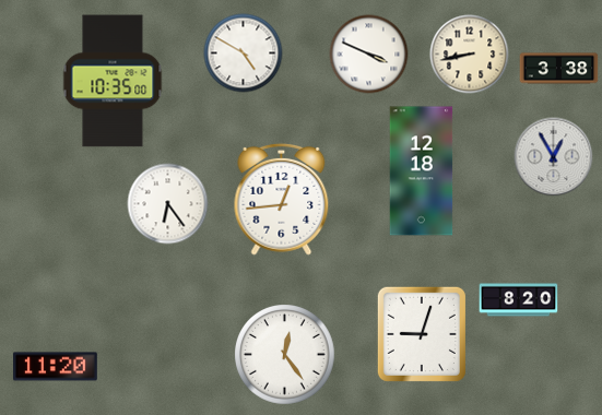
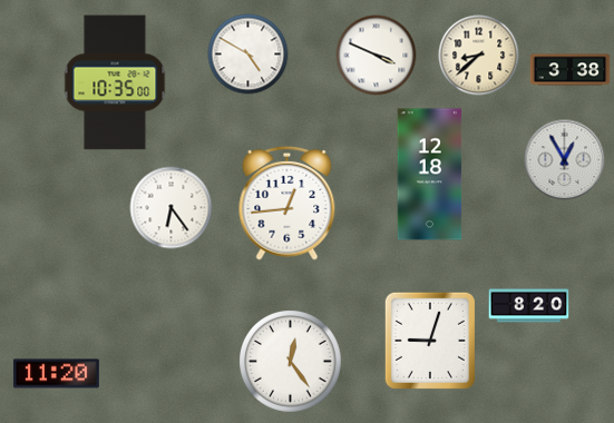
clock at (470, 55): 8:43 -> 8:38
